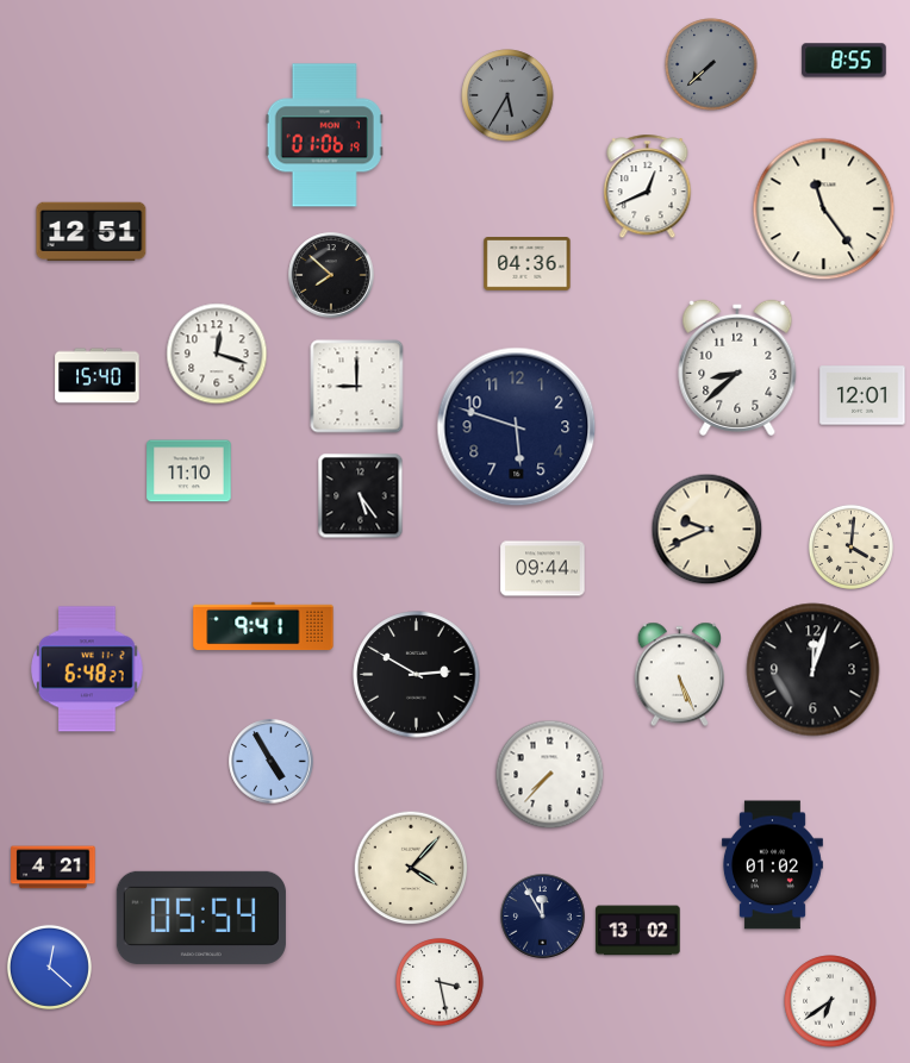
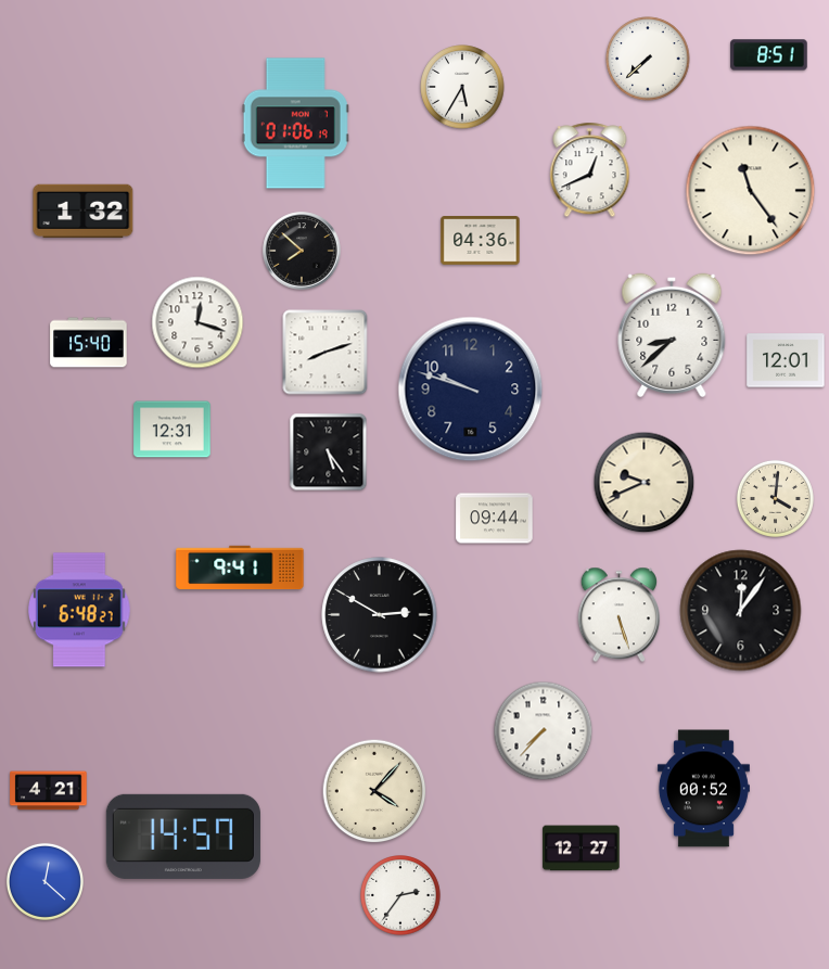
clock at (844, 61): 8:55 -> 8:51
clock at (711, 64) dial: grey -> white
clock at (507, 95) dial: grey -> white
clock at (92, 232): 12:51 -> 1:32
clock at (357, 387): 9:00 -> 8:12
clock at (517, 427): 5:48 -> 9:48
clock at (189, 471): 11:10 -> 12:31
clock at (263, 626) position: (263, 626) -> (240, 568)
clock at (814, 670): 12:03 -> 12:06
clock at (679, 675): 5:26 -> 5:27
clock at (272, 762): 4:55 -> none
clock at (550, 775) position: (550, 775) -> (544, 731)
clock at (772, 865): 01:02 -> 00:52
clock at (543, 917): 11:55 -> none
clock at (201, 918): 05:54 -> 14:57
clock at (638, 931): 13:02 -> 12:27
clock at (441, 983): 3:28 -> 2:36
clock at (830, 1001): 6:39 -> none
